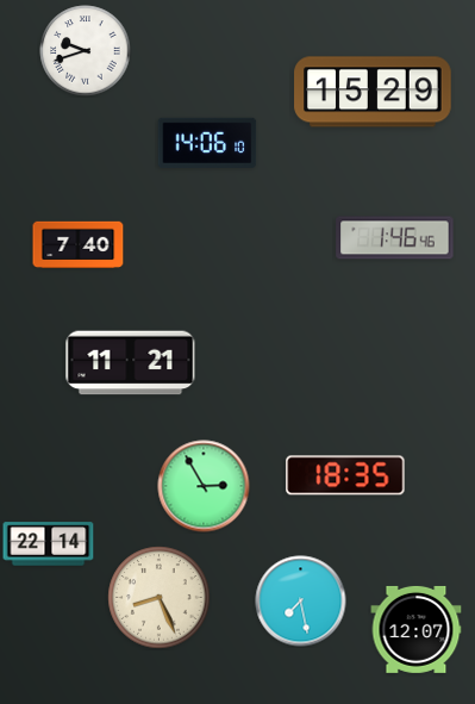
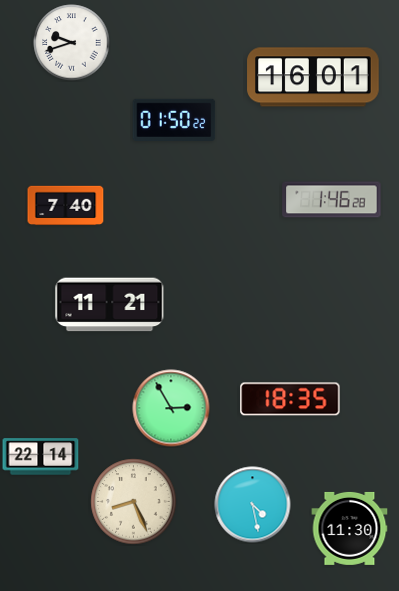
clock at (373, 92): 15:29 -> 16:01
clock at (207, 143): 14:06 -> 01:50
clock at (395, 238): 1:46:46 -> 1:46:28
clock at (301, 602): 7:28 -> 4:28
clock at (417, 629): 12:07 -> 11:30
